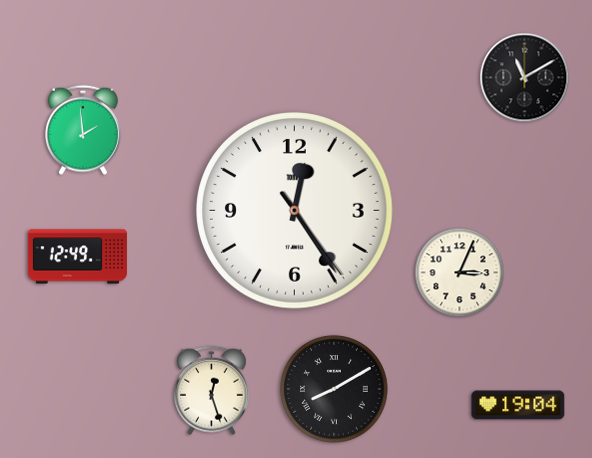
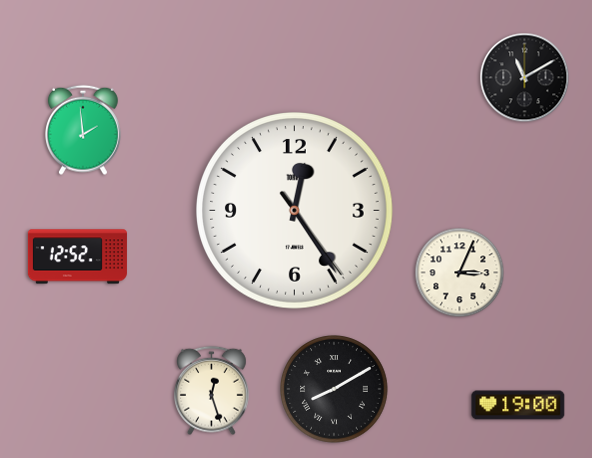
clock at (77, 257): 12:49 -> 12:52
clock at (518, 405): 19:04 -> 19:00
